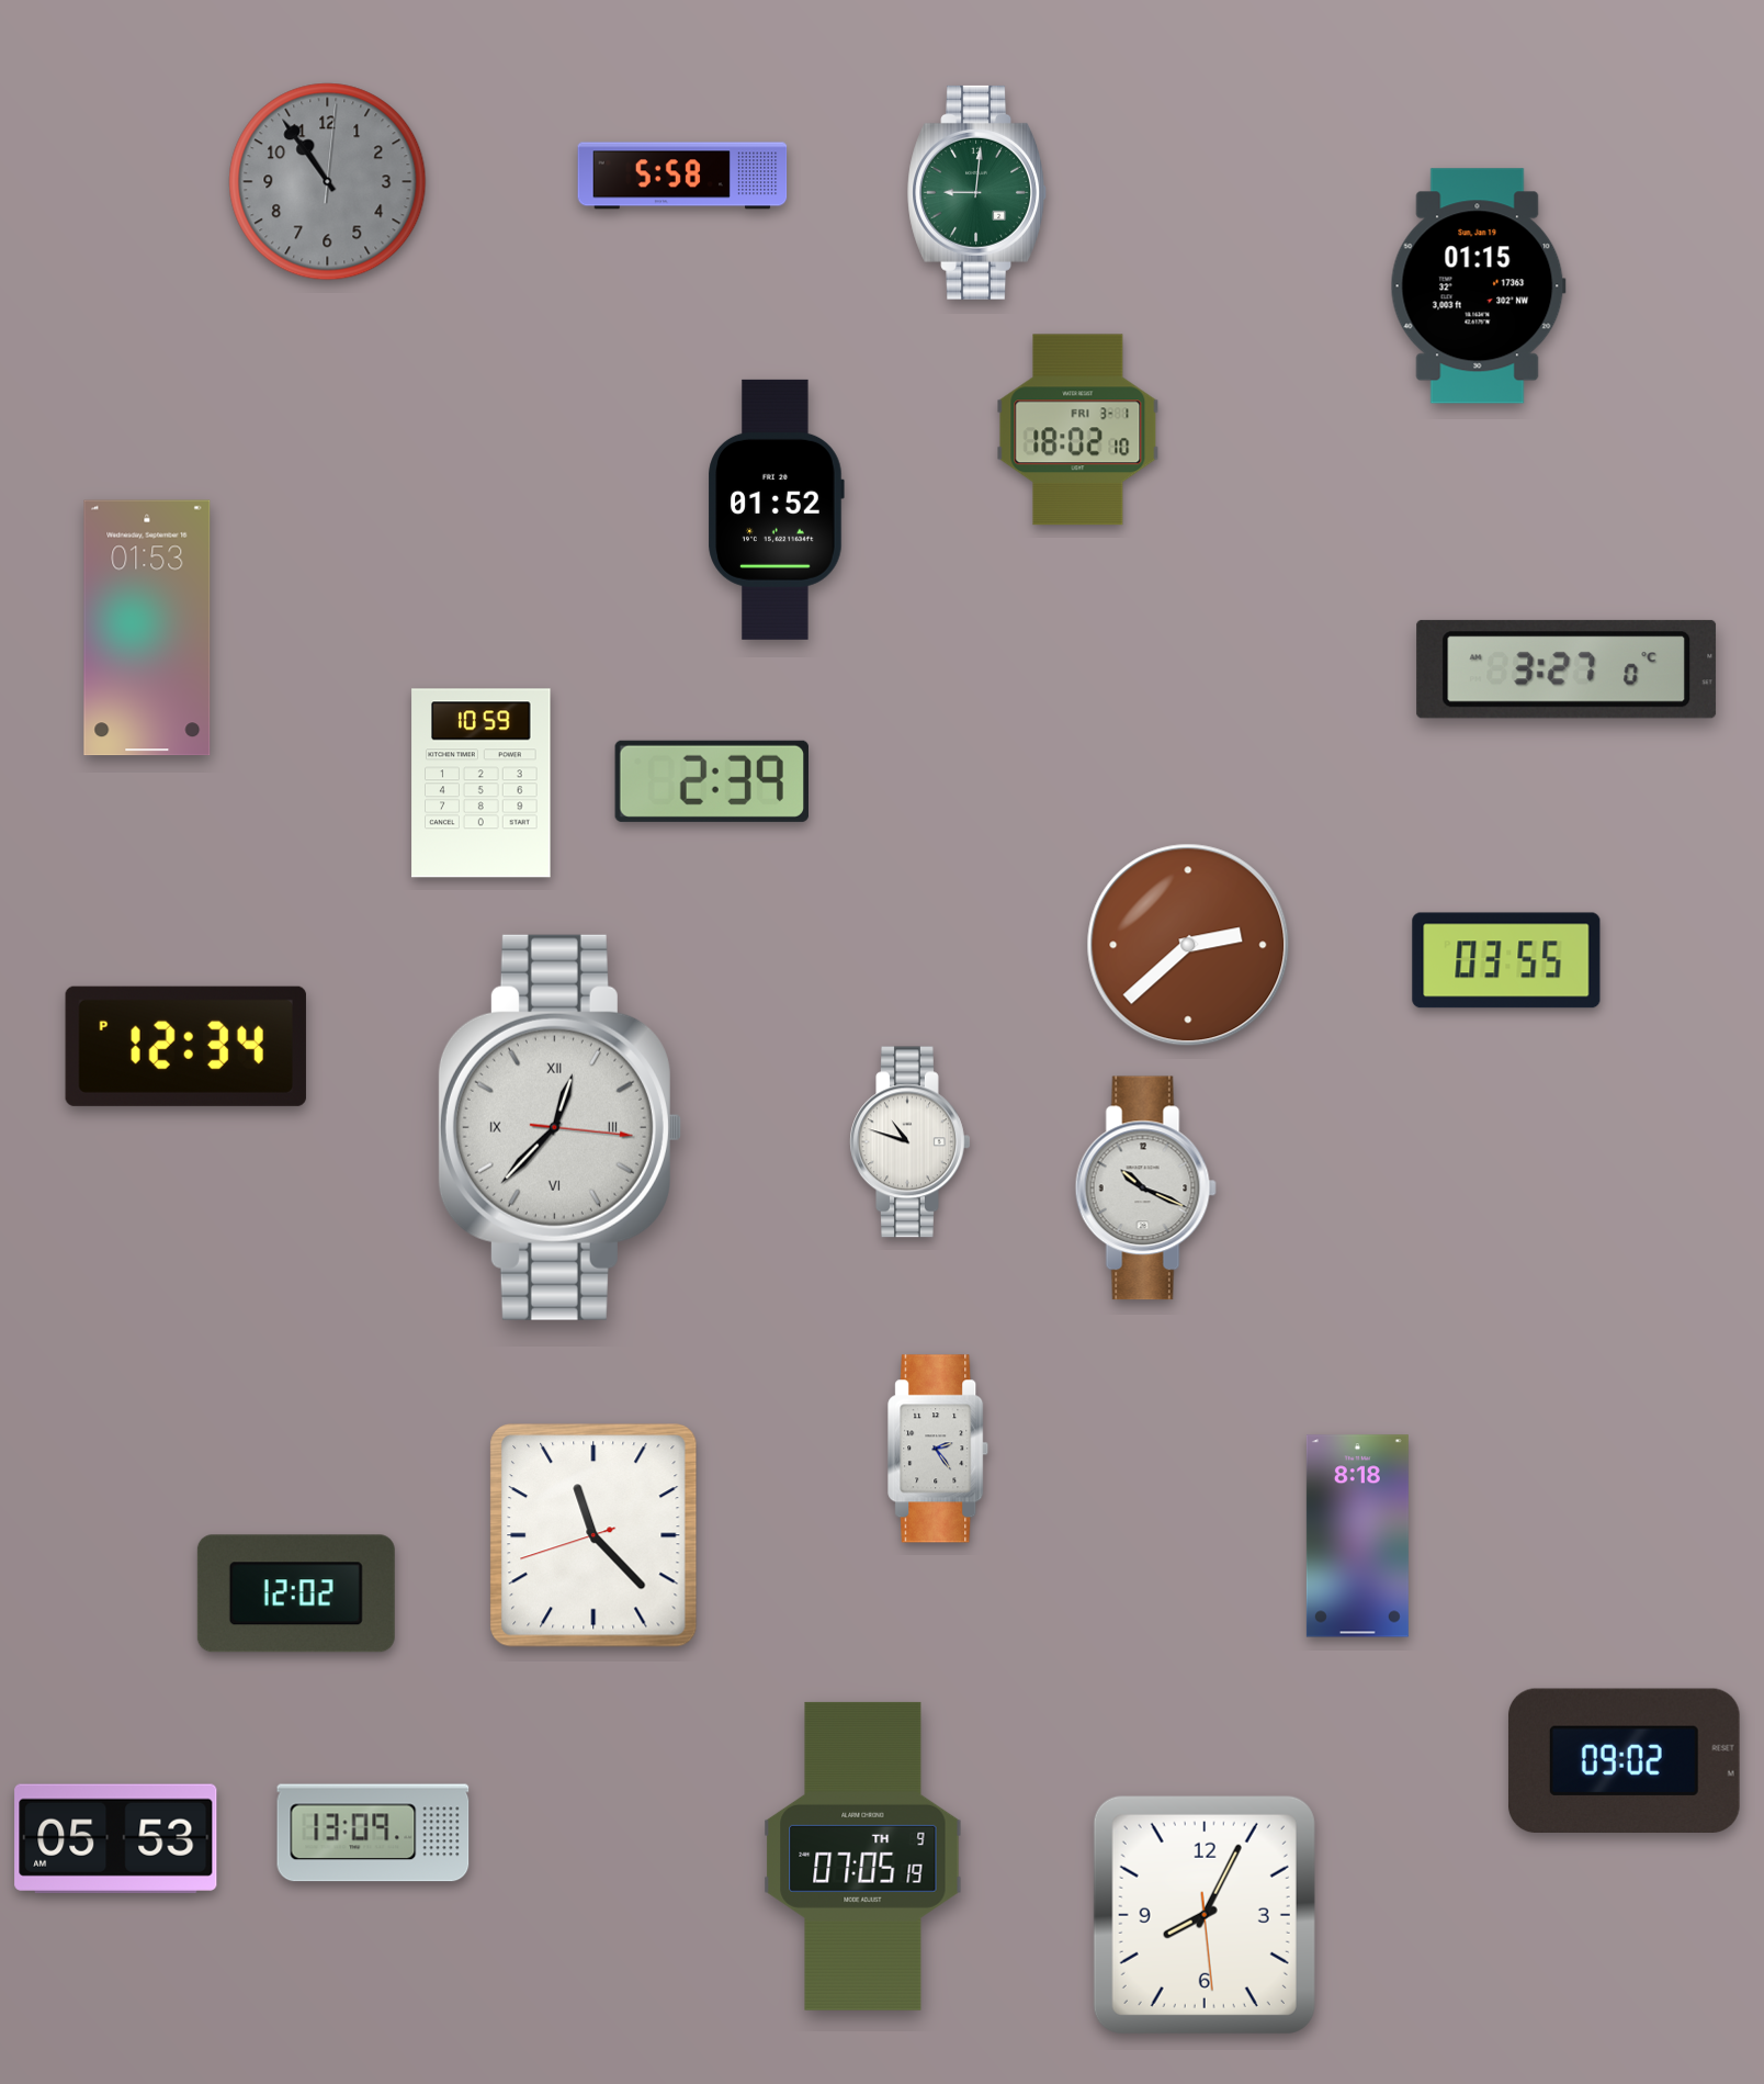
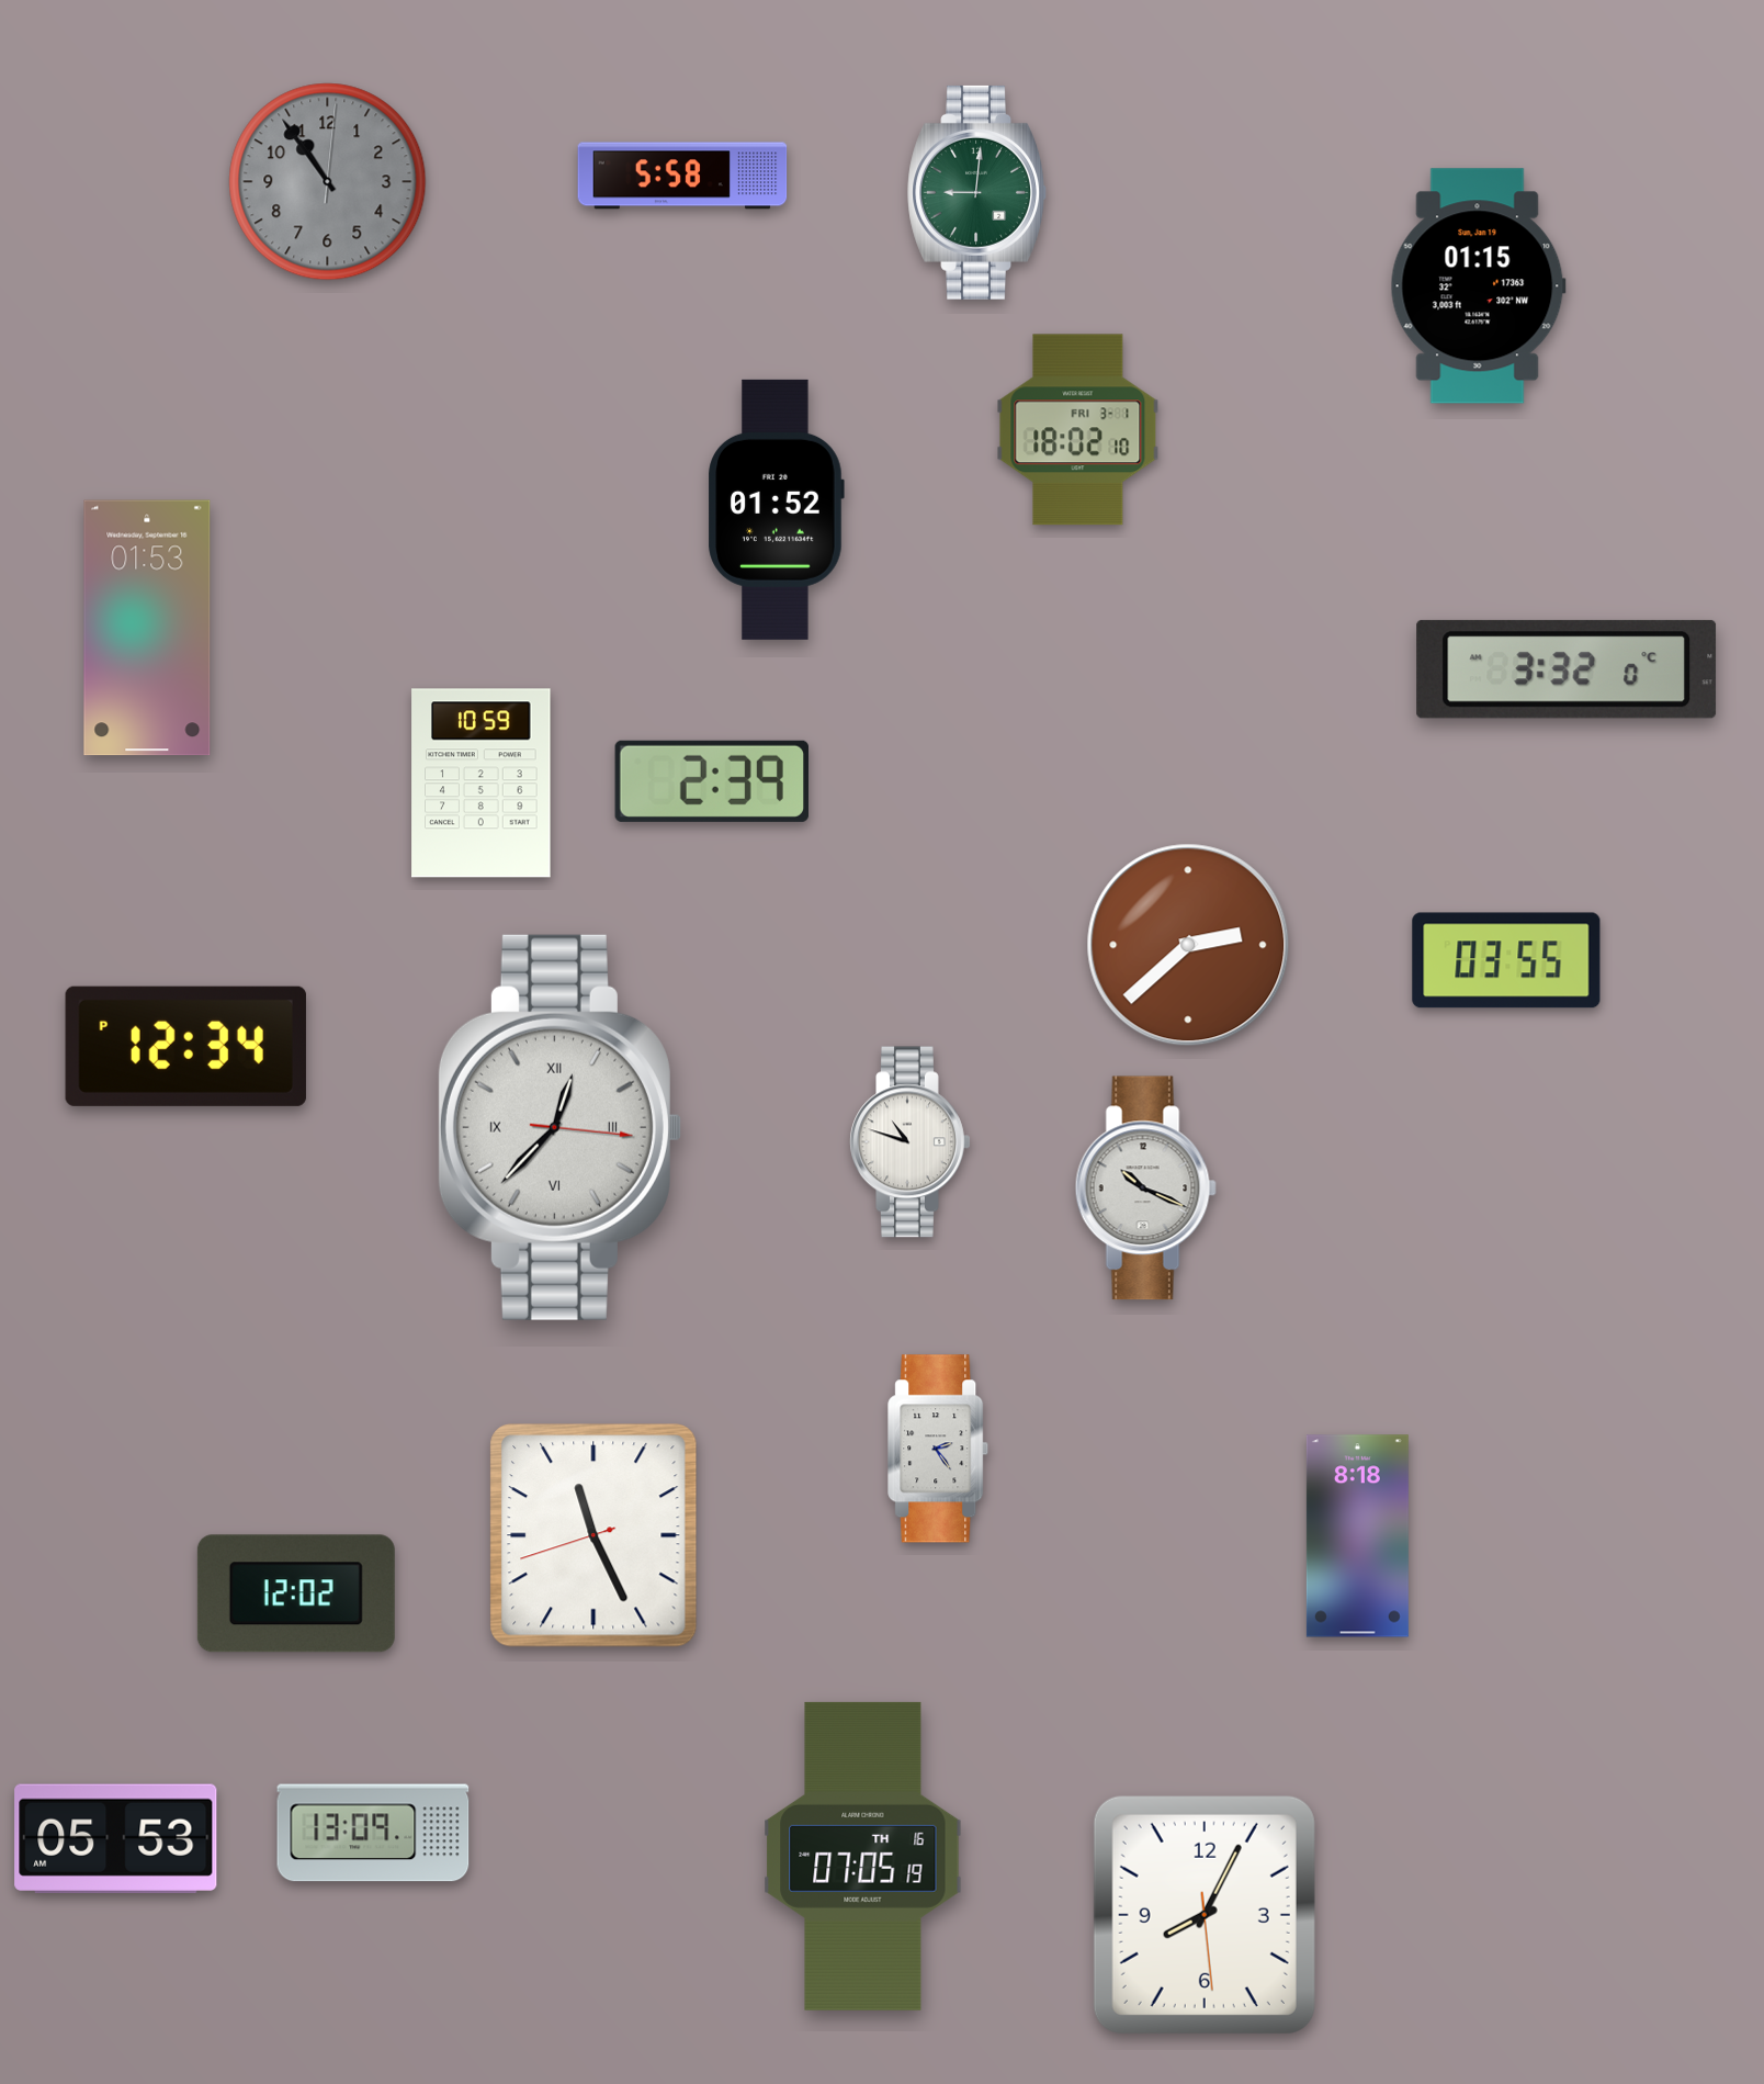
clock at (1567, 669): 3:27 -> 3:32
clock at (593, 1535): 11:22 -> 11:25
clock at (1624, 1760): 09:02 -> none
clock at (863, 1856) date: TH 9 -> TH 16
